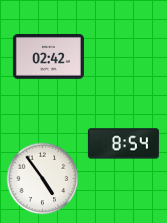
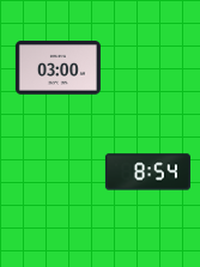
clock at (48, 57): 02:42 -> 03:00
clock at (43, 179): 4:54 -> none
